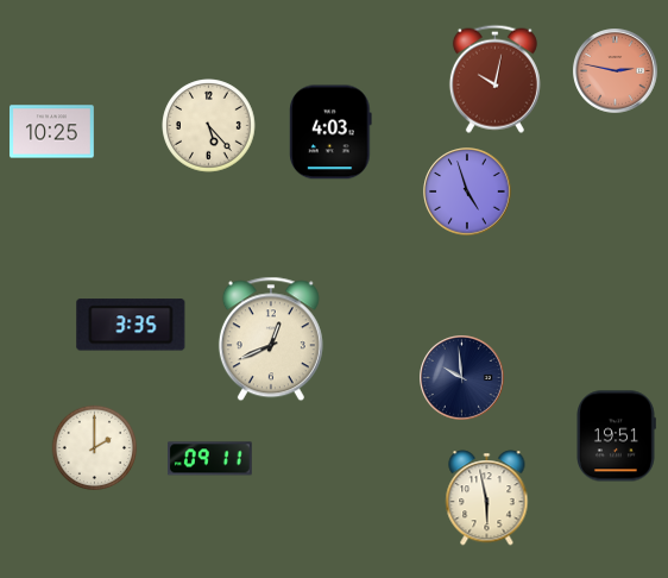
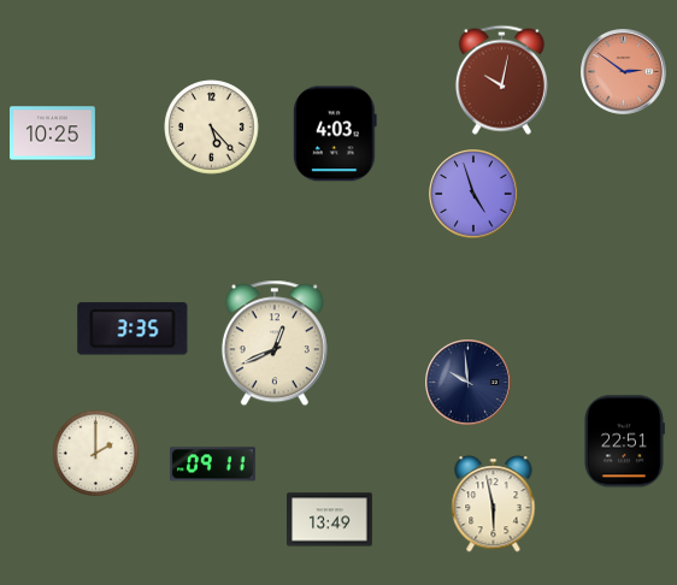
clock at (616, 71): 2:47 -> 2:51
clock at (616, 436): 19:51 -> 22:51
clock at (330, 520): none -> 13:49
